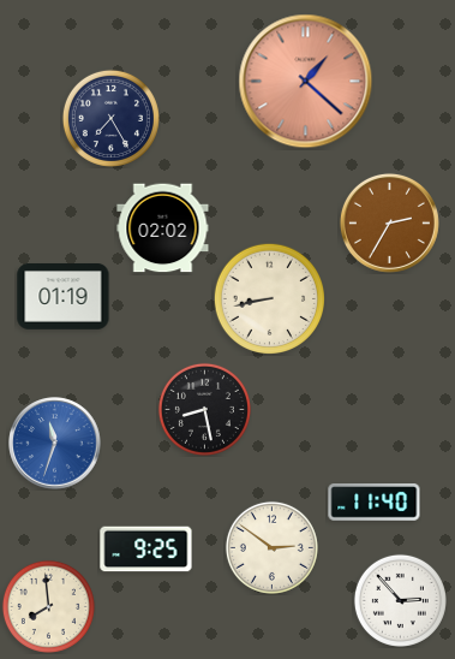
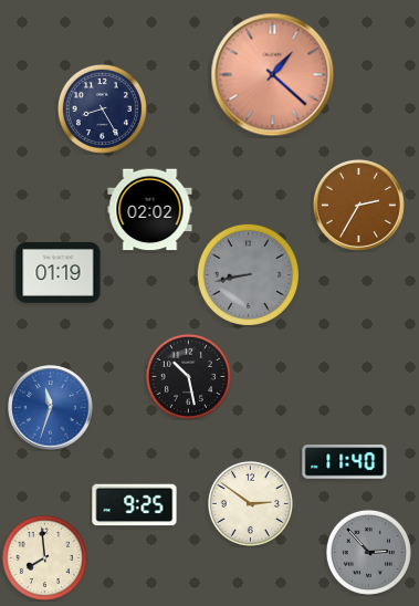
clock at (306, 82) position: (306, 82) -> (273, 75)
clock at (110, 118): 7:25 -> 8:25
clock at (269, 298) dial: cream -> grey
clock at (204, 409): 8:28 -> 10:28
clock at (400, 600) dial: white -> grey
